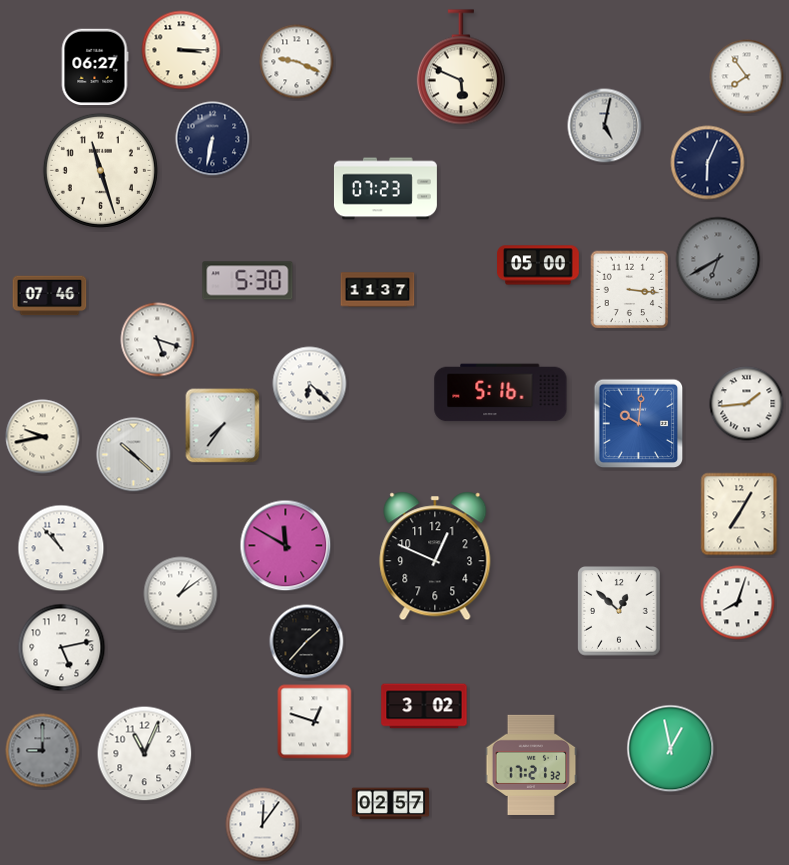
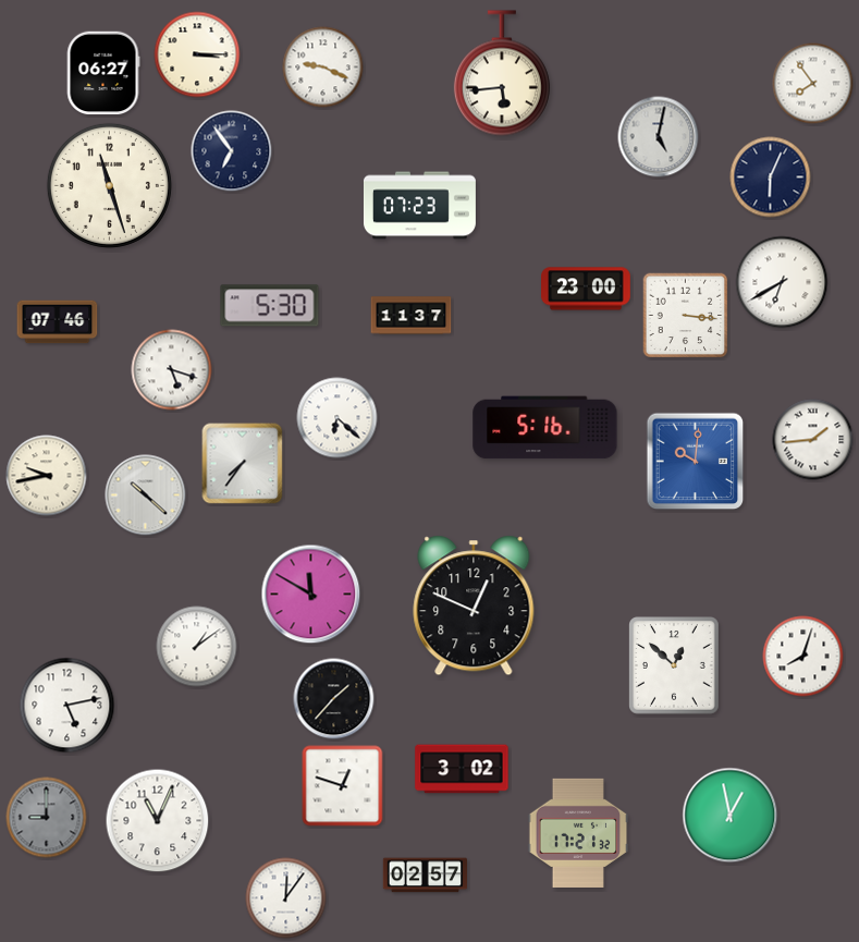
clock at (461, 67): 5:49 -> 5:44
clock at (213, 139): 6:32 -> 6:54
clock at (718, 259) dial: grey -> white
clock at (539, 265): 05:00 -> 23:00
clock at (50, 296) position: (50, 296) -> (58, 322)
clock at (739, 514): 7:05 -> none
clock at (61, 548): 10:53 -> none
